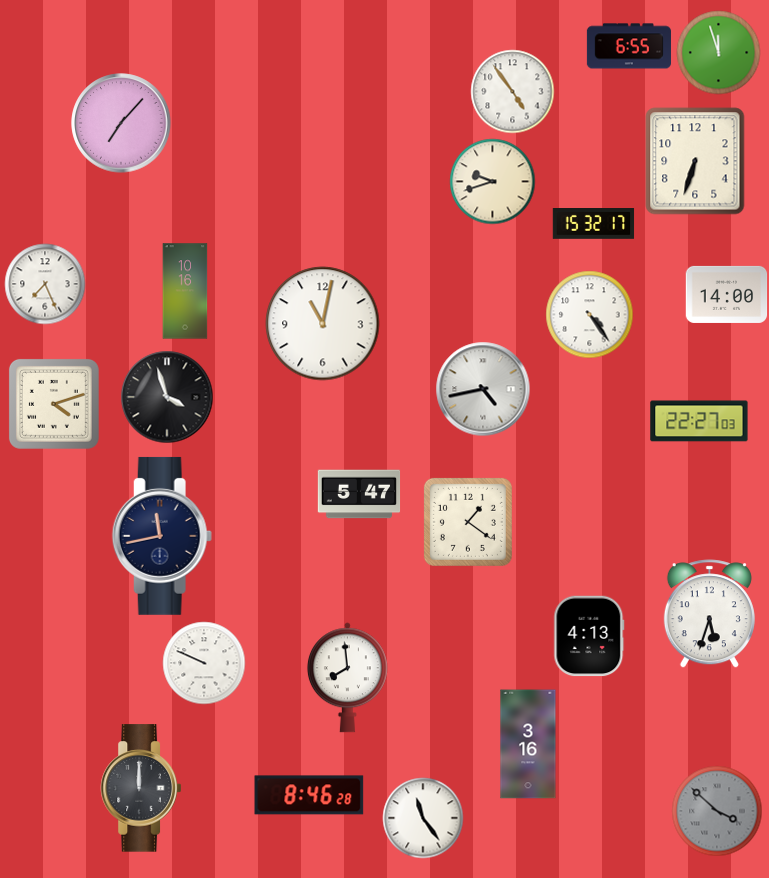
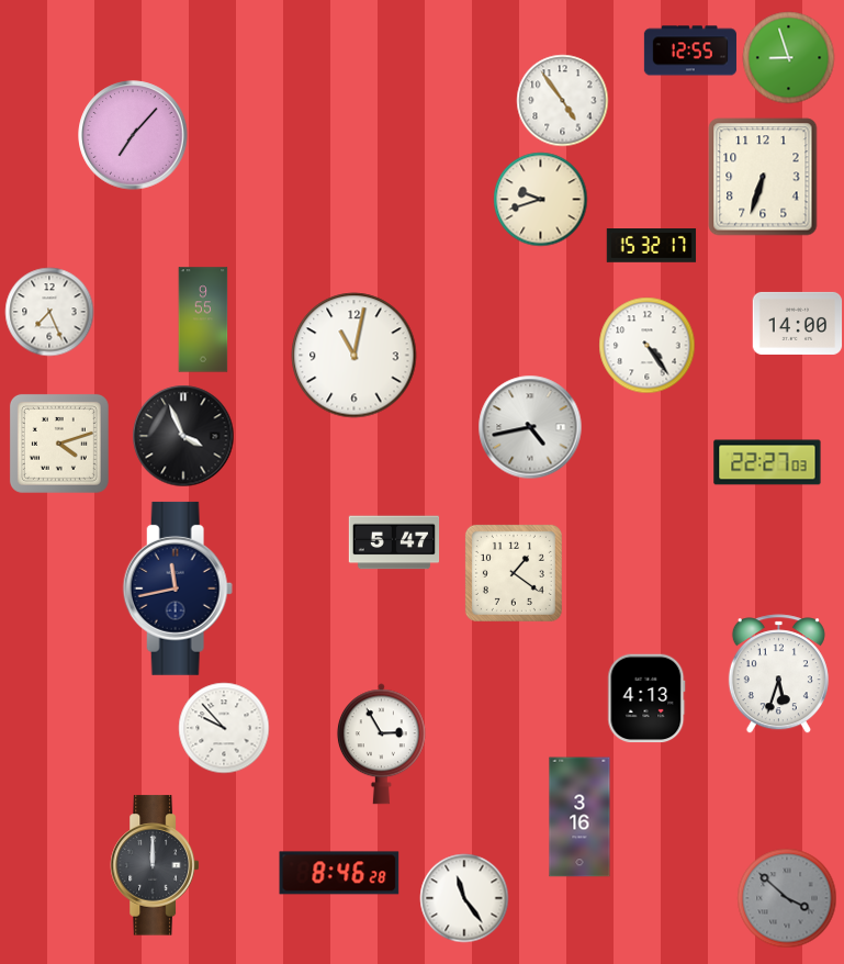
clock at (629, 46): 6:55 -> 12:55
clock at (719, 53): 11:57 -> 8:57
clock at (185, 291): 10:16 -> 9:55
clock at (167, 397): 3:57 -> 3:56
clock at (204, 663): 9:49 -> 9:53
clock at (347, 678): 7:59 -> 2:55
clock at (717, 811) position: (717, 811) -> (787, 898)
